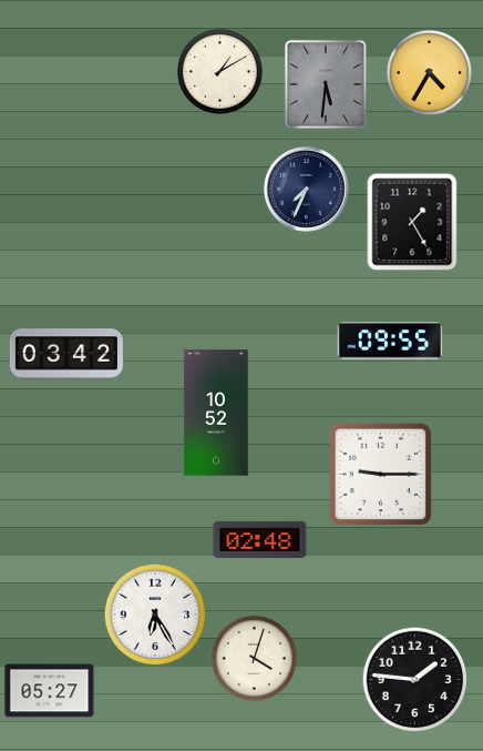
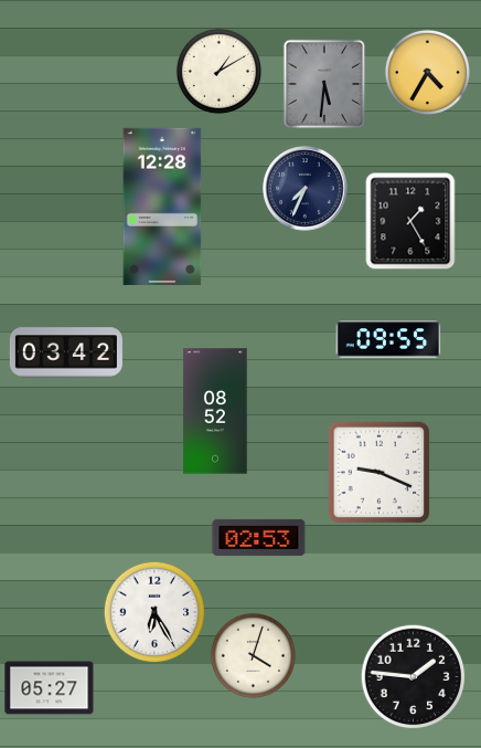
clock at (162, 207): none -> 12:28
clock at (216, 413): 10:52 -> 08:52
clock at (380, 474): 9:15 -> 9:19
clock at (260, 539): 02:48 -> 02:53
